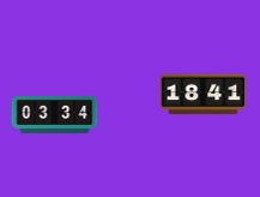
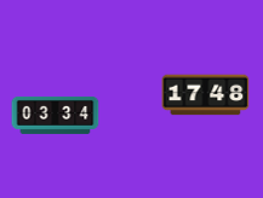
clock at (204, 95): 18:41 -> 17:48
